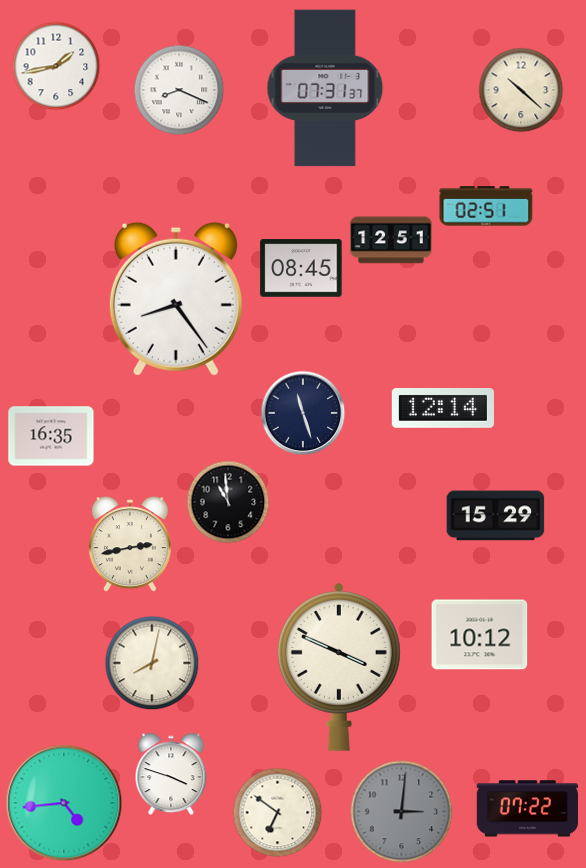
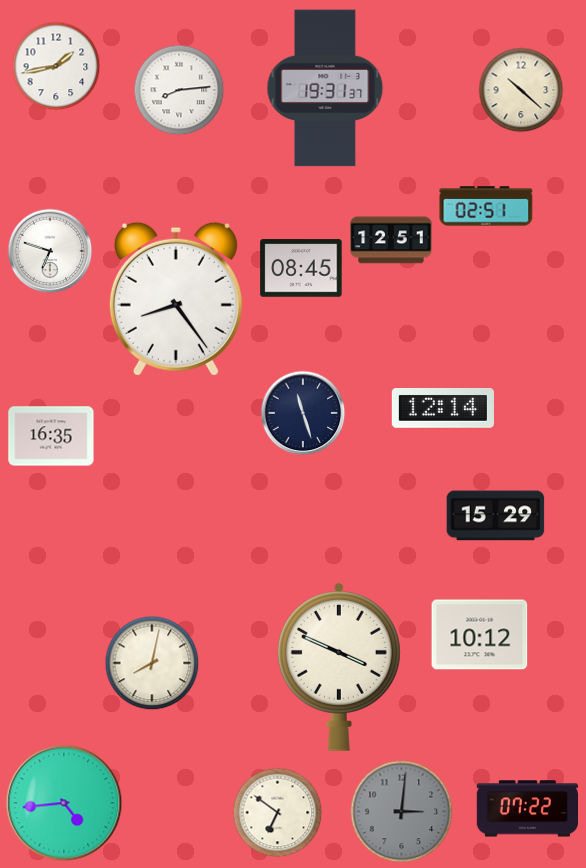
clock at (325, 88): 07:31 -> 19:31
clock at (179, 90): 8:19 -> 8:14
clock at (50, 251): none -> 6:48
clock at (228, 502): 10:59 -> none
clock at (130, 545): 2:43 -> none
clock at (171, 774): 3:48 -> none
